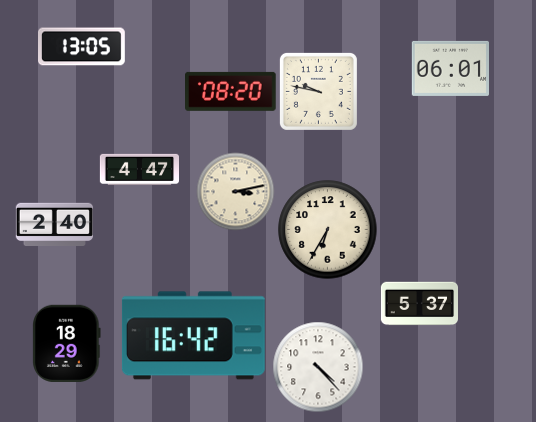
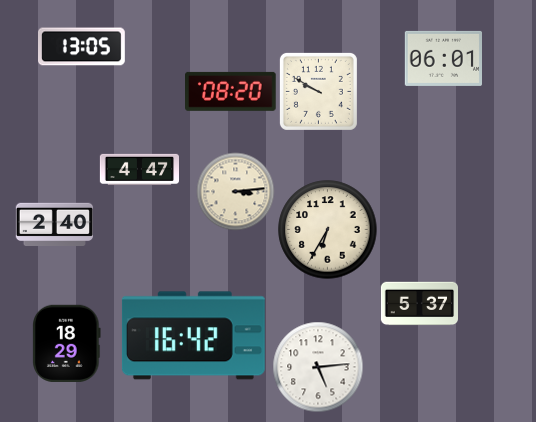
clock at (450, 68) position: (450, 68) -> (443, 58)
clock at (318, 91): 9:47 -> 9:50
clock at (235, 191): 3:13 -> 3:14
clock at (318, 367): 4:23 -> 5:14
